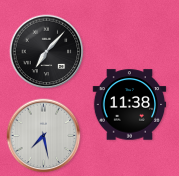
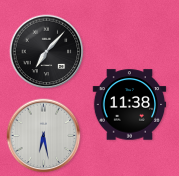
clock at (44, 136): 7:28 -> 6:28
